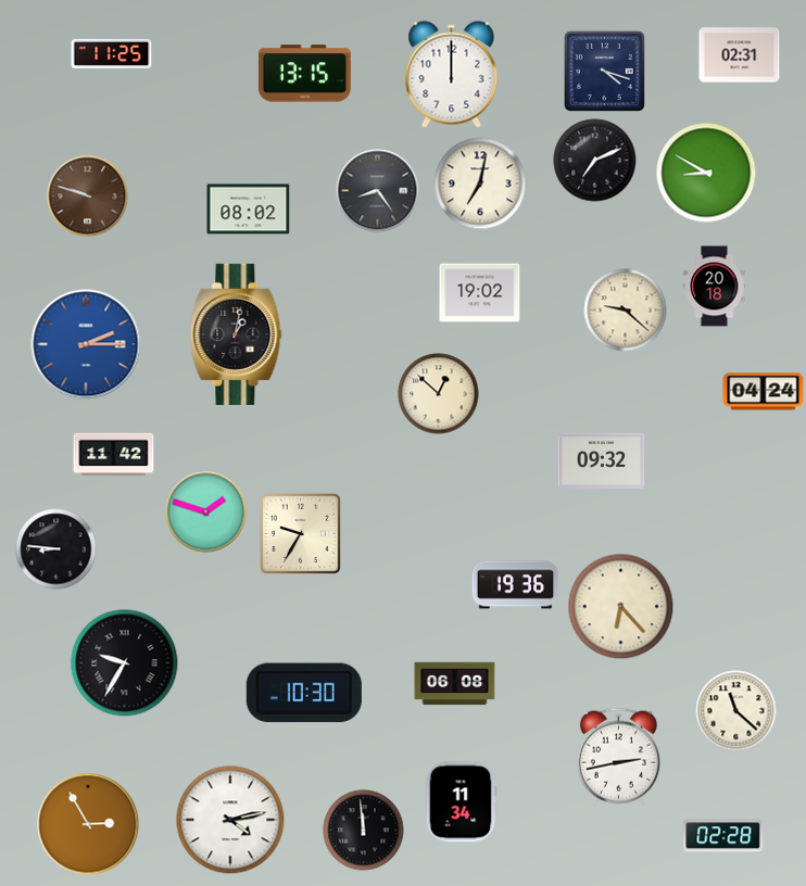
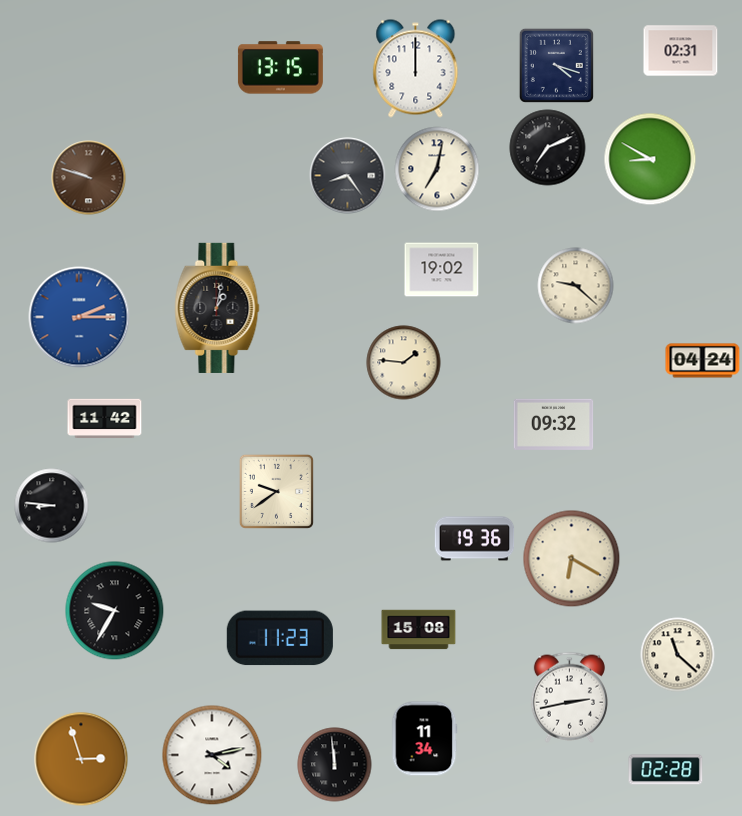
clock at (112, 53): 11:25 -> none
clock at (480, 183) position: (480, 183) -> (437, 169)
clock at (88, 197) position: (88, 197) -> (89, 178)
clock at (249, 210): 08:02 -> none
clock at (715, 287): 20:18 -> none
clock at (439, 394): 12:52 -> 1:46
clock at (206, 512): 1:48 -> none
clock at (300, 533): 9:35 -> 9:39
clock at (621, 607): 6:23 -> 6:20
clock at (455, 684): 06:08 -> 15:08
clock at (304, 693): 10:30 -> 11:23
clock at (88, 824): 2:55 -> 2:57
